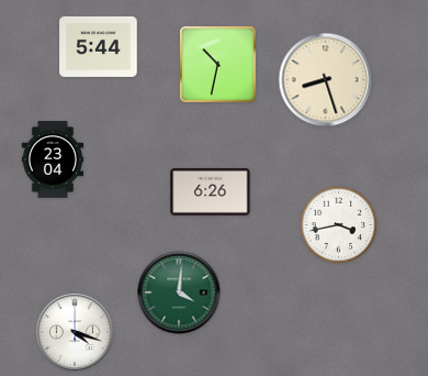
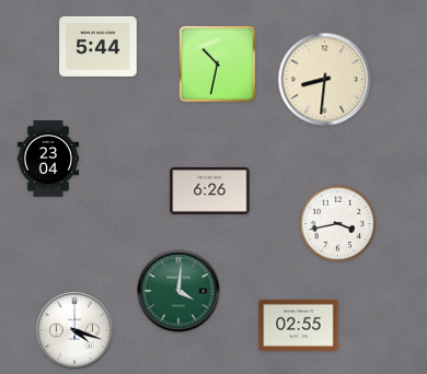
clock at (326, 80): 8:27 -> 8:31
clock at (53, 159) position: (53, 159) -> (48, 159)
clock at (299, 325): none -> 02:55
